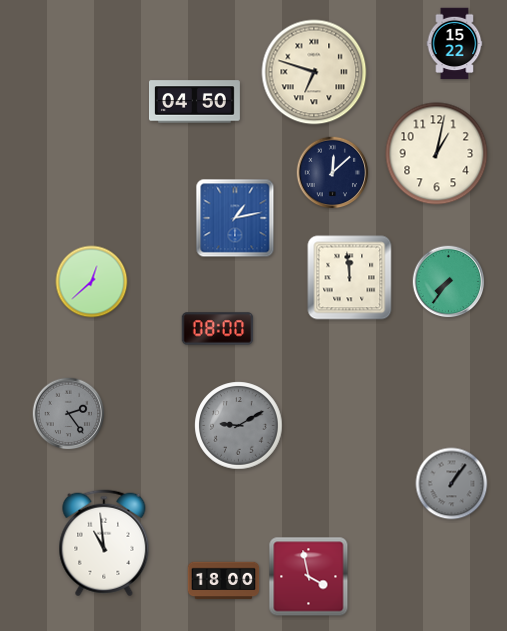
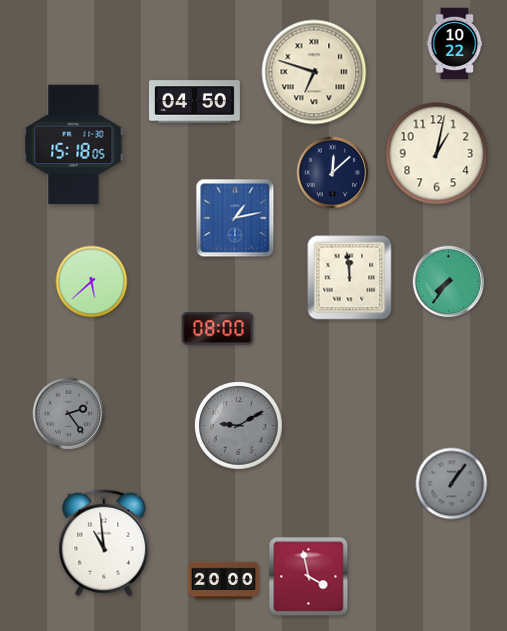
clock at (455, 44): 15:22 -> 10:22
clock at (74, 145): none -> 15:18
clock at (92, 282): 12:38 -> 5:38
clock at (224, 581): 18:00 -> 20:00
